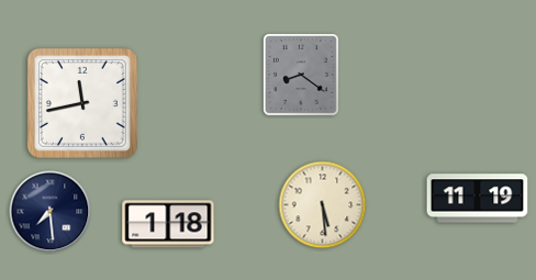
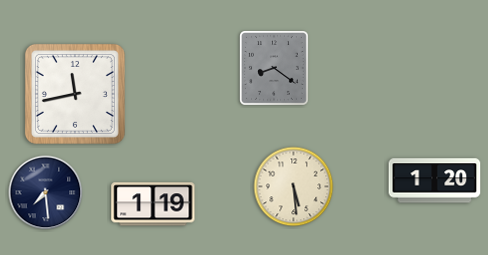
clock at (478, 199): 11:19 -> 1:20
clock at (168, 224): 1:18 -> 1:19
